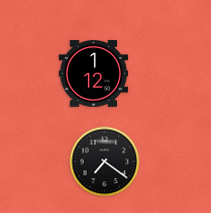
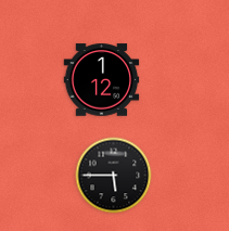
clock at (105, 162): 7:21 -> 5:45
